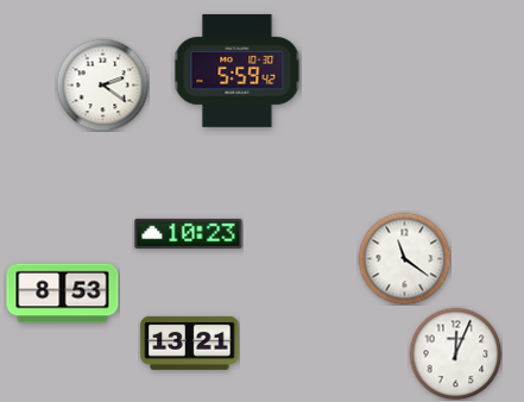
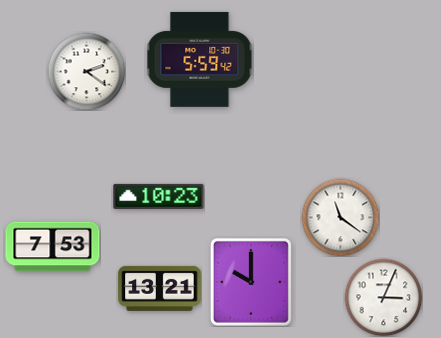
clock at (63, 294): 8:53 -> 7:53
clock at (251, 282): none -> 10:00
clock at (455, 353): 12:04 -> 3:04
